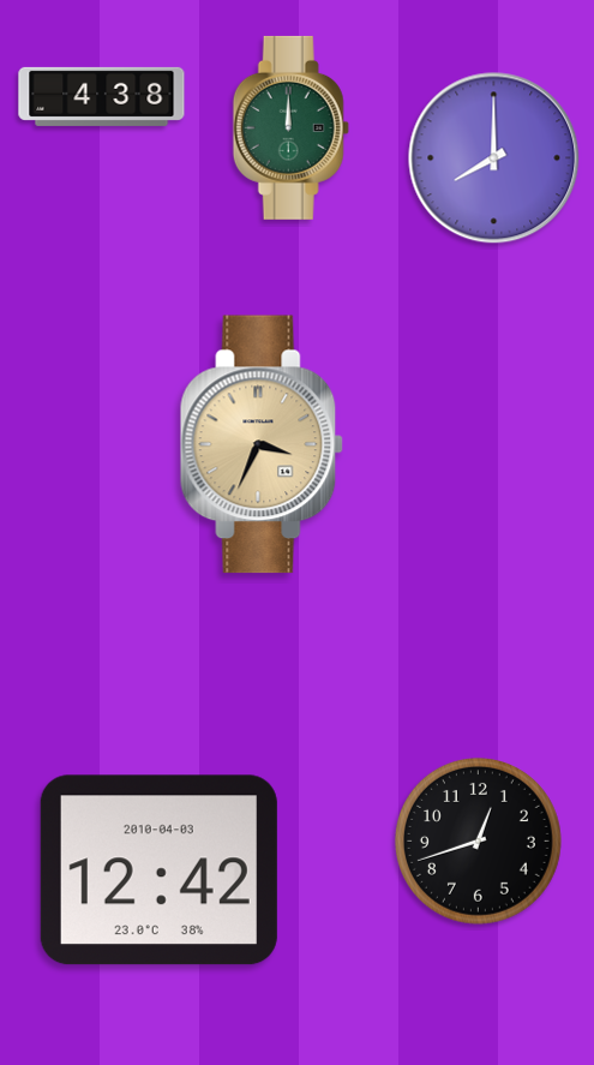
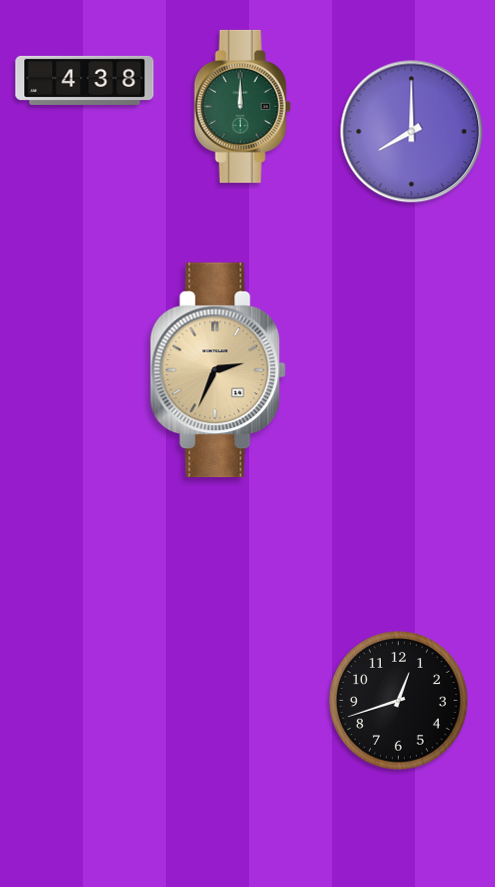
clock at (262, 444): 3:34 -> 2:34
clock at (158, 870): 12:42 -> none
